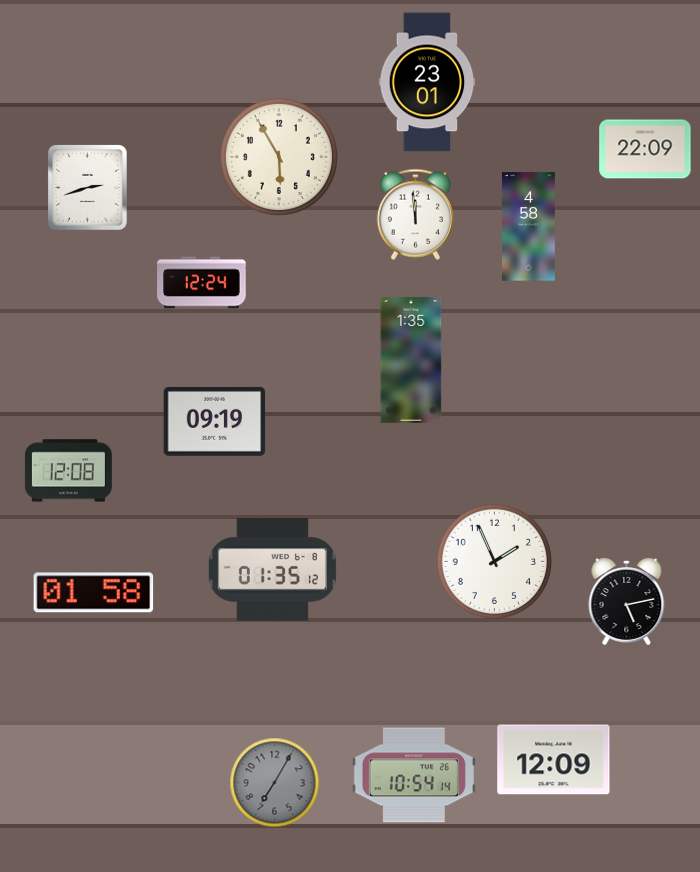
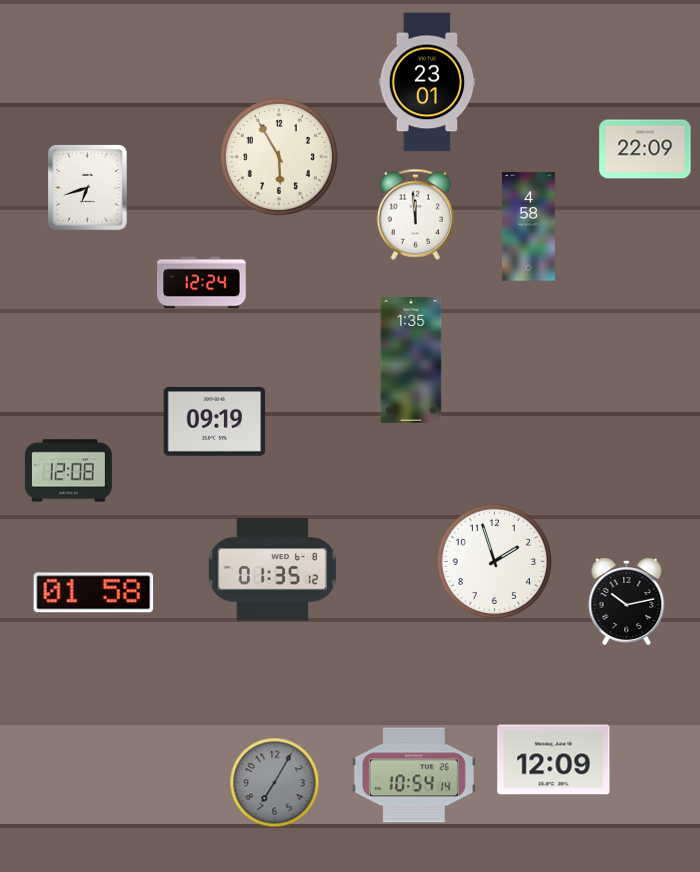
clock at (87, 187): 2:42 -> 6:42
clock at (494, 561): 1:56 -> 1:57
clock at (627, 602): 5:13 -> 10:13
